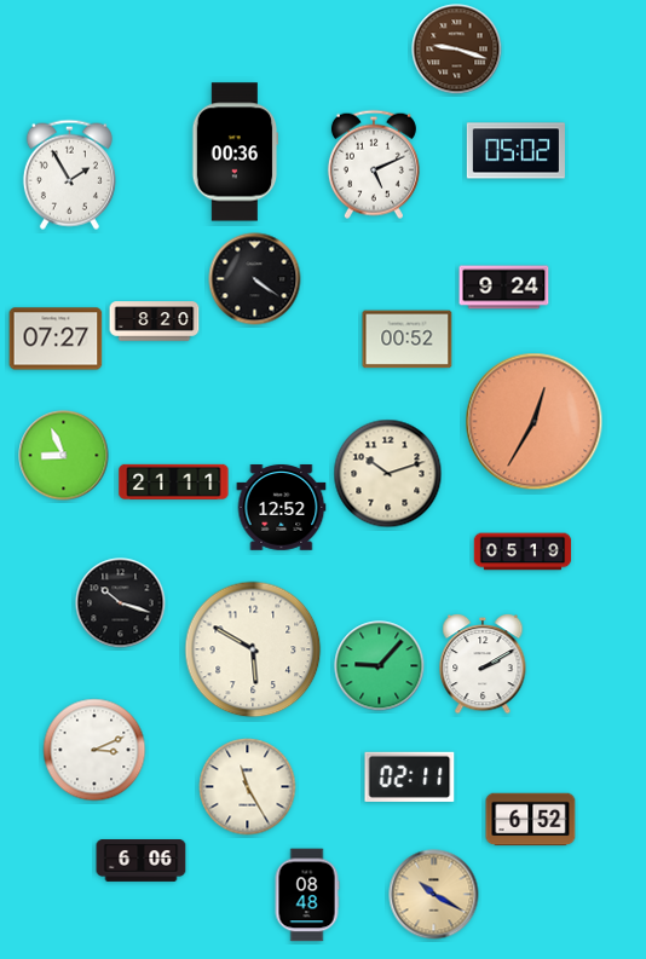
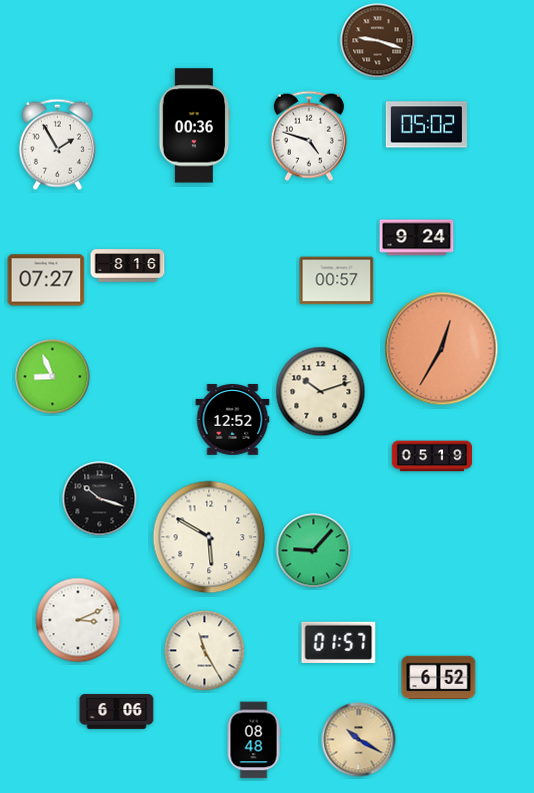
clock at (374, 164): 5:11 -> 4:48
clock at (255, 279): 4:21 -> none
clock at (155, 322): 8:20 -> 8:16
clock at (408, 340): 00:52 -> 00:57
clock at (174, 481): 21:11 -> none
clock at (483, 664): 2:10 -> none
clock at (410, 776): 02:11 -> 01:57
